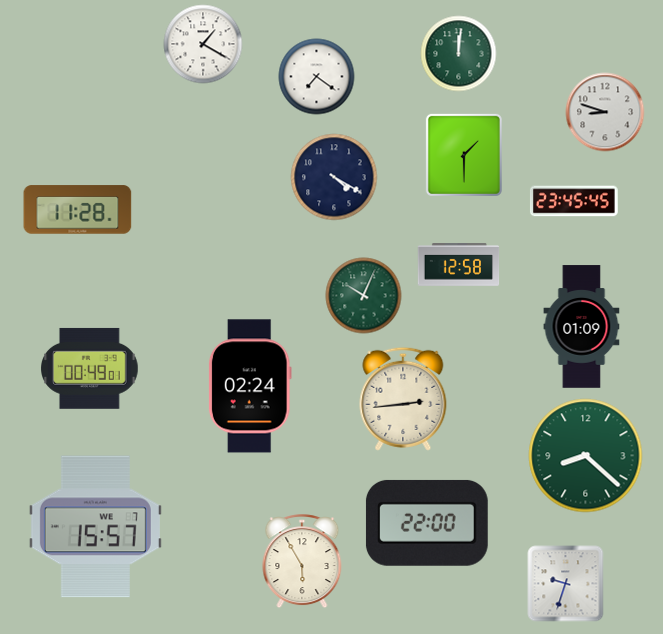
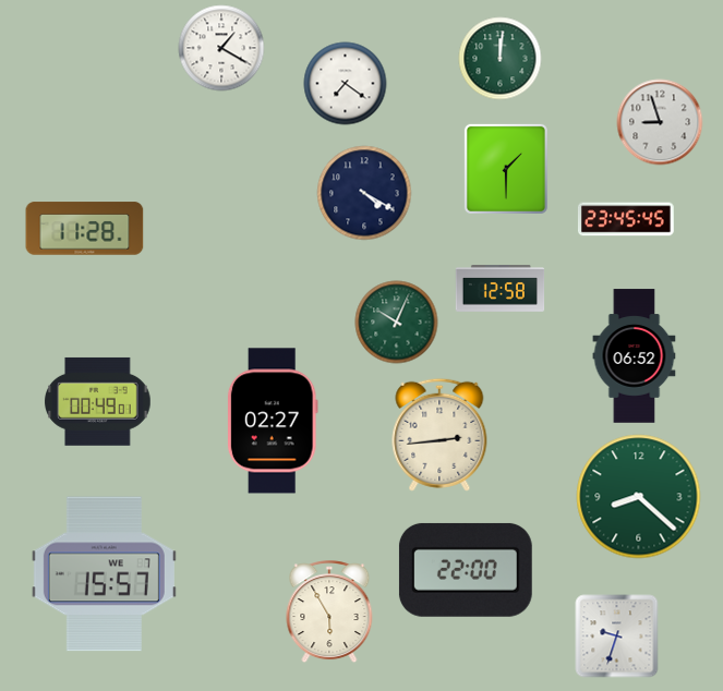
clock at (605, 112): 8:48 -> 8:57
clock at (582, 327): 01:09 -> 06:52
clock at (250, 386): 02:24 -> 02:27
